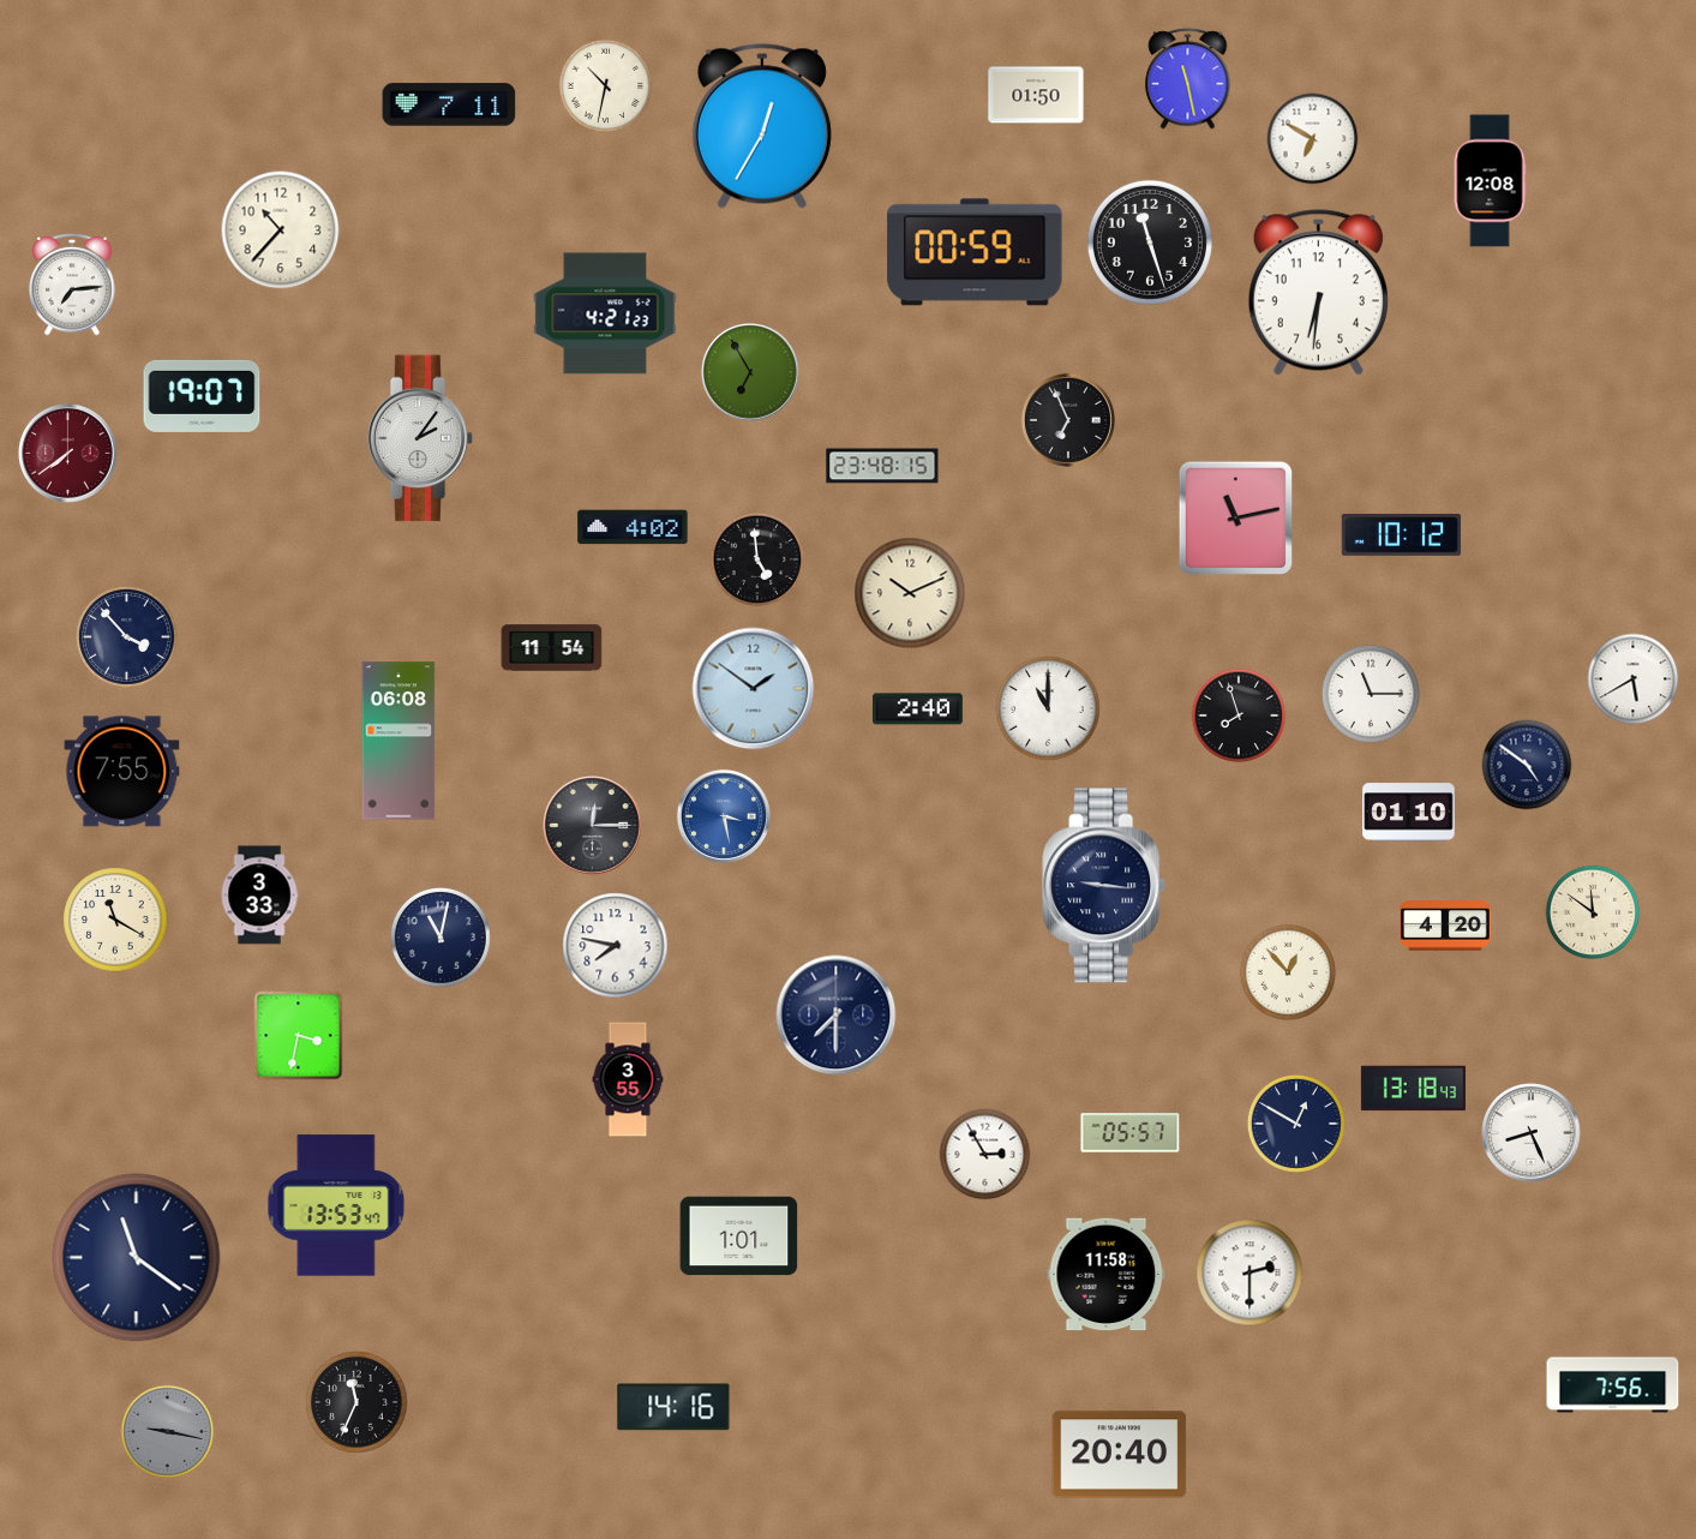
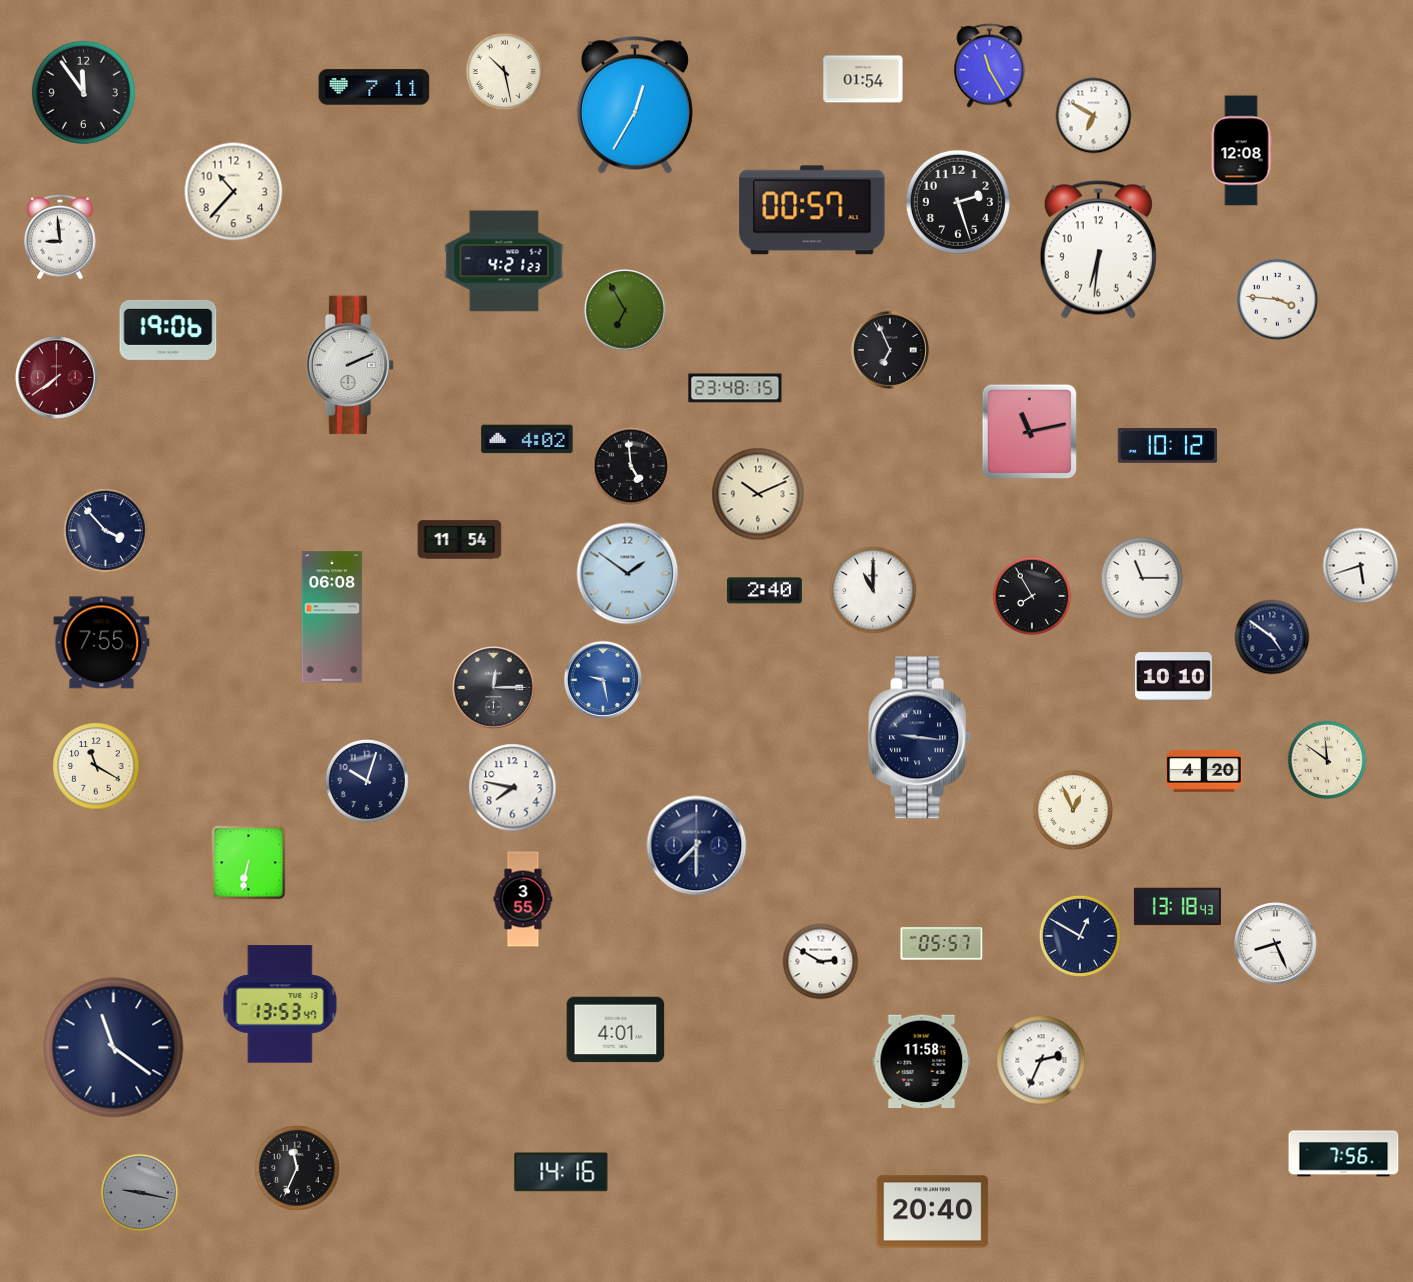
clock at (1188, 79): 11:28 -> 11:25
clock at (606, 86): 10:32 -> 10:28
clock at (1036, 95): 01:50 -> 01:54
clock at (83, 92): none -> 11:54
clock at (1150, 242): 11:27 -> 2:27
clock at (975, 252): 00:59 -> 00:57
clock at (72, 285): 7:14 -> 8:59
clock at (1318, 293) position: (1318, 293) -> (1098, 250)
clock at (1277, 299): none -> 3:46
clock at (202, 396): 19:07 -> 19:06
clock at (420, 438): 2:06 -> 2:11
clock at (1634, 679): 5:40 -> 5:42
clock at (1239, 715): 7:57 -> 7:55
clock at (1409, 813): 01:10 -> 10:10
clock at (724, 816): 3:28 -> 9:28
clock at (259, 896): 3:33 -> none
clock at (441, 938): 11:02 -> 10:03
clock at (1287, 971): 12:53 -> 12:56
clock at (299, 1036): 3:32 -> 6:32
clock at (985, 1155): 2:55 -> 2:50
clock at (739, 1236): 1:01 -> 4:01
clock at (1249, 1272): 2:30 -> 2:34
